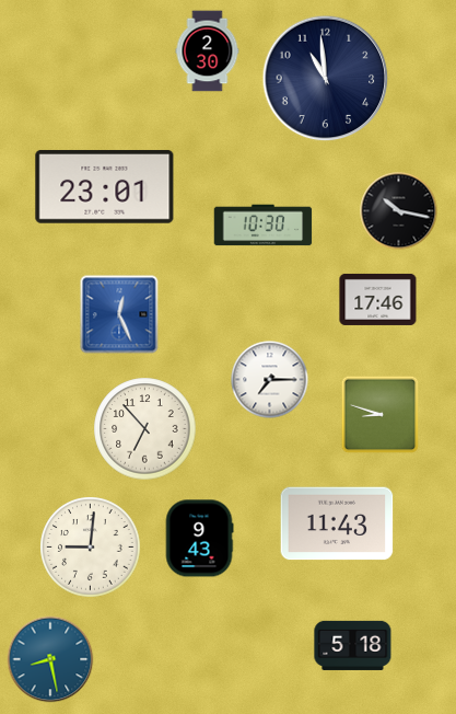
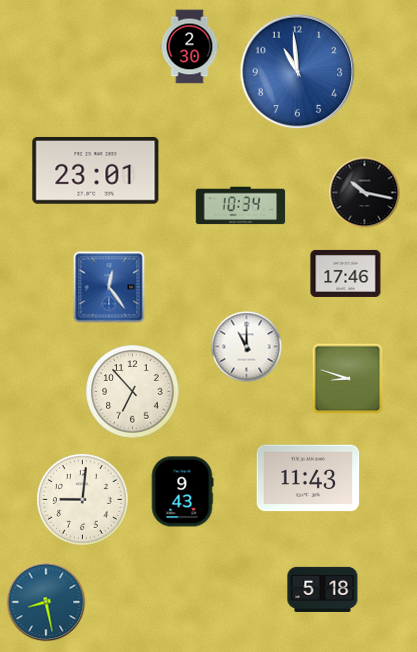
clock at (326, 79) dial: navy -> blue
clock at (264, 226): 10:30 -> 10:34
clock at (119, 314): 12:26 -> 12:24
clock at (270, 380): 7:15 -> 11:00
